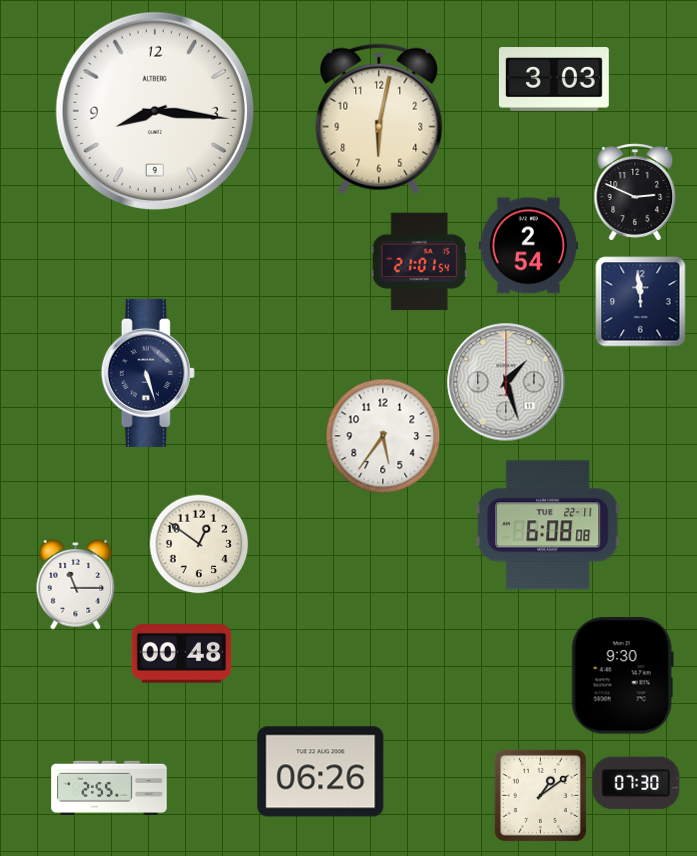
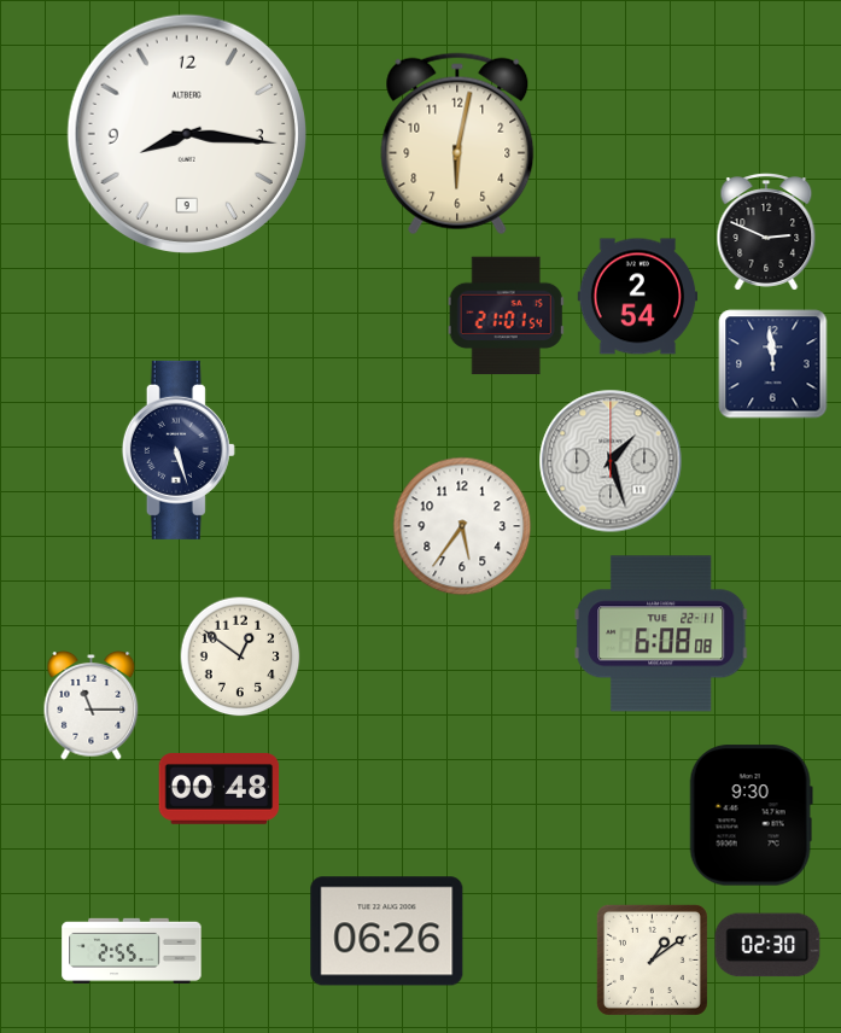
clock at (554, 79): 3:03 -> none
clock at (636, 783): 07:30 -> 02:30
